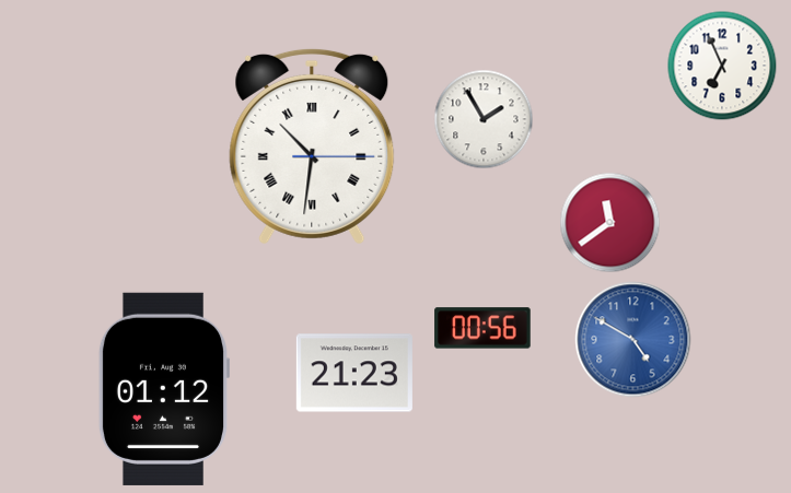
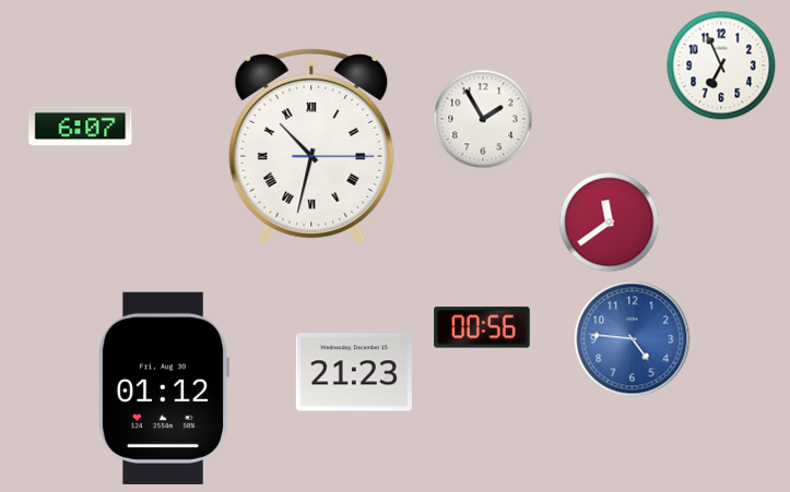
clock at (81, 127): none -> 6:07
clock at (312, 146): 10:31 -> 10:32
clock at (633, 340): 4:50 -> 4:46
